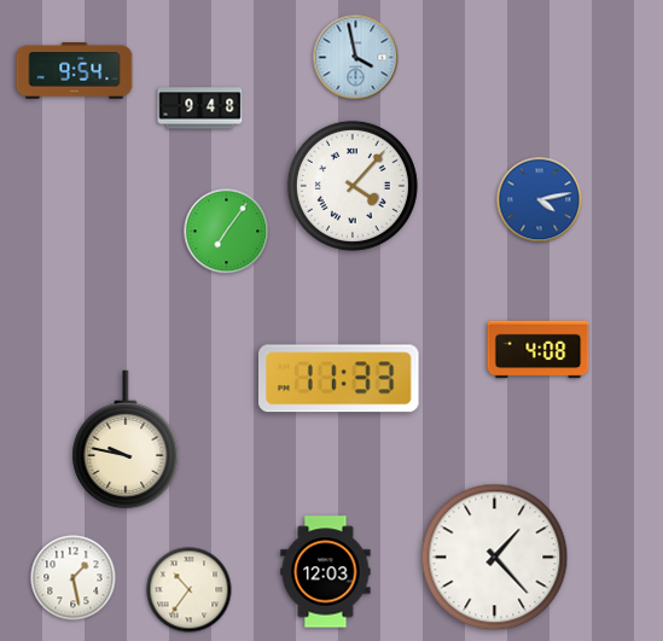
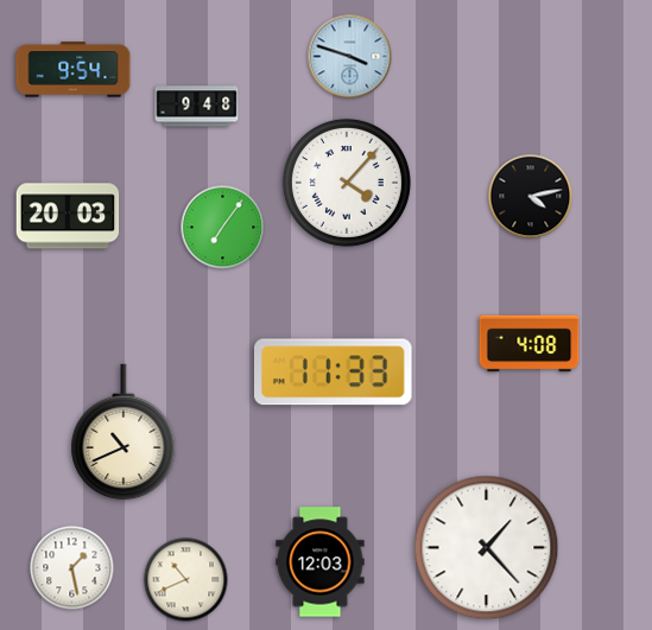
clock at (356, 58): 3:58 -> 3:48
clock at (540, 200) dial: blue -> black
clock at (68, 216): none -> 20:03
clock at (126, 439): 9:47 -> 10:41
clock at (190, 590): 10:36 -> 10:41
